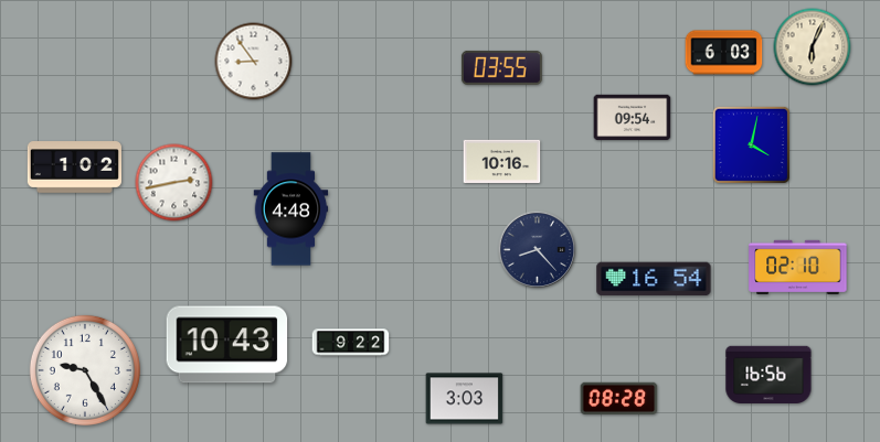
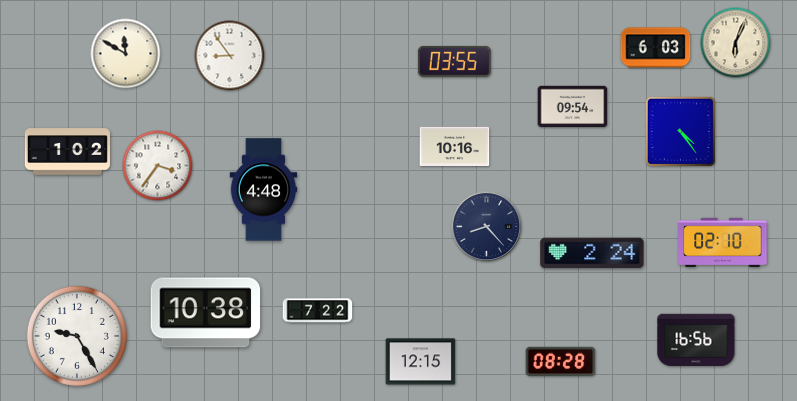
clock at (126, 54): none -> 11:50
clock at (751, 144): 4:02 -> 4:24
clock at (174, 183): 2:43 -> 3:36
clock at (654, 279): 16:54 -> 2:24
clock at (351, 343): 9:22 -> 7:22
clock at (227, 345): 10:43 -> 10:38
clock at (465, 399): 3:03 -> 12:15
